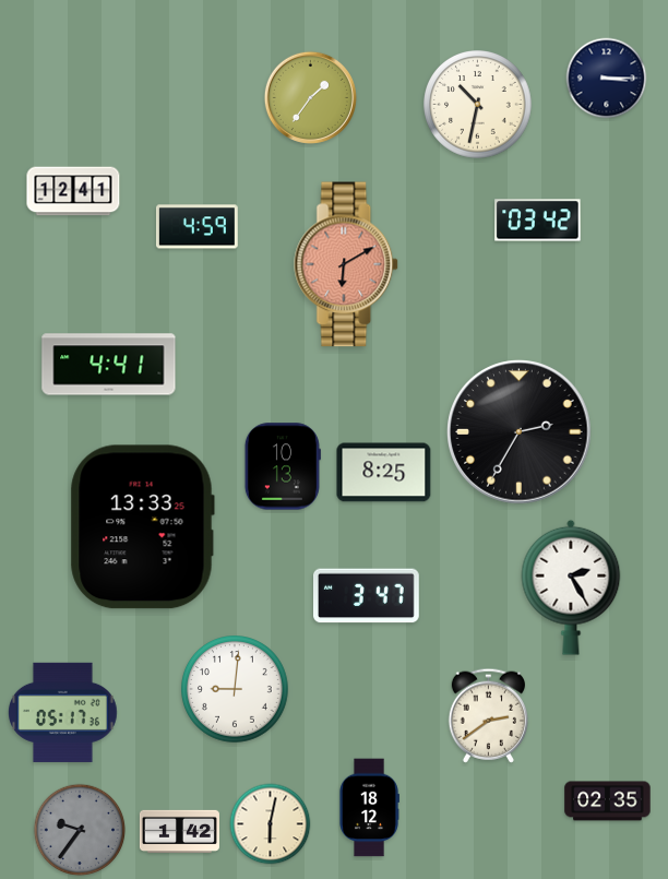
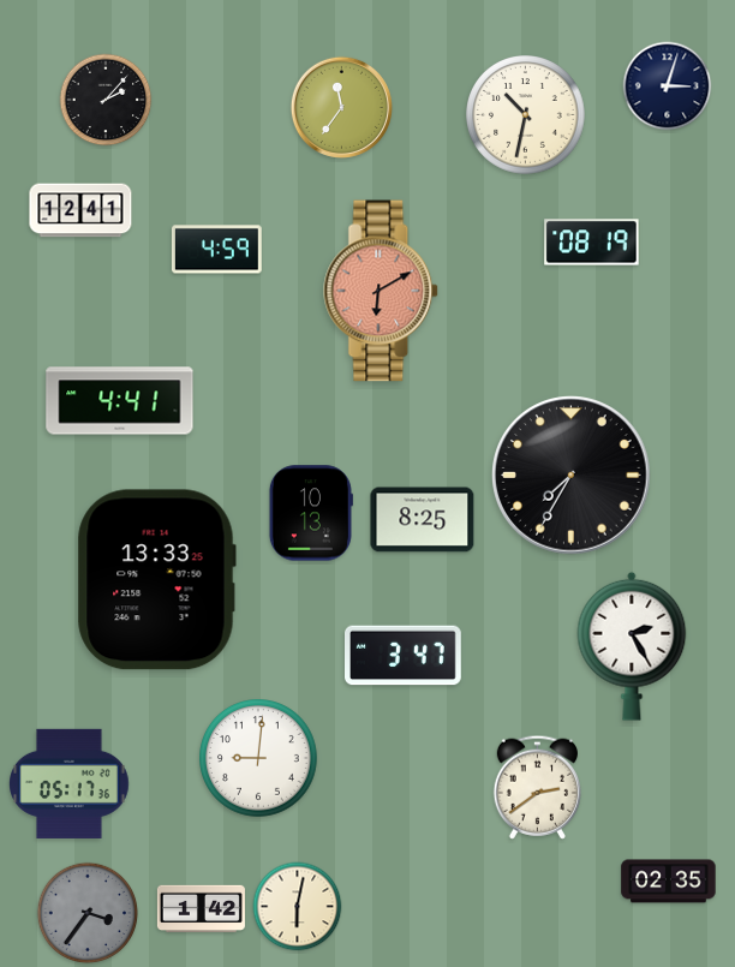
clock at (607, 79): 3:15 -> 3:03
clock at (106, 100): none -> 2:07
clock at (310, 97): 1:36 -> 11:36
clock at (538, 221): 03:42 -> 08:19
clock at (520, 432): 2:35 -> 7:35
clock at (571, 587) position: (571, 587) -> (632, 646)
clock at (369, 808): 18:12 -> none
clock at (80, 830): 9:36 -> 3:36
clock at (179, 832) position: (179, 832) -> (201, 909)
